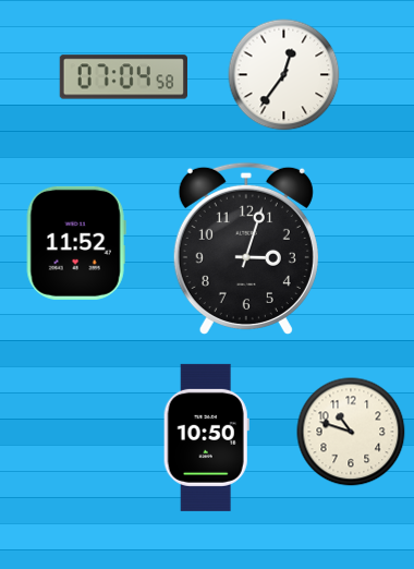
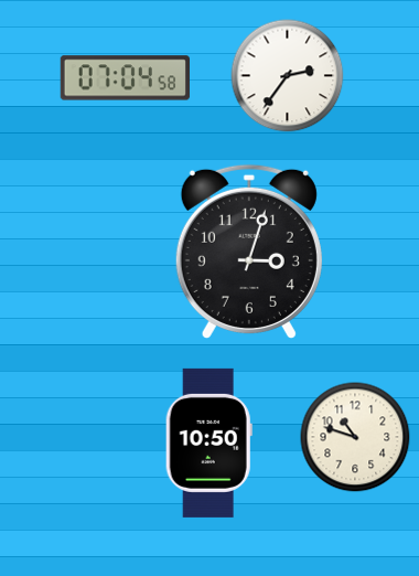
clock at (284, 75): 12:36 -> 2:36
clock at (76, 243): 11:52 -> none
